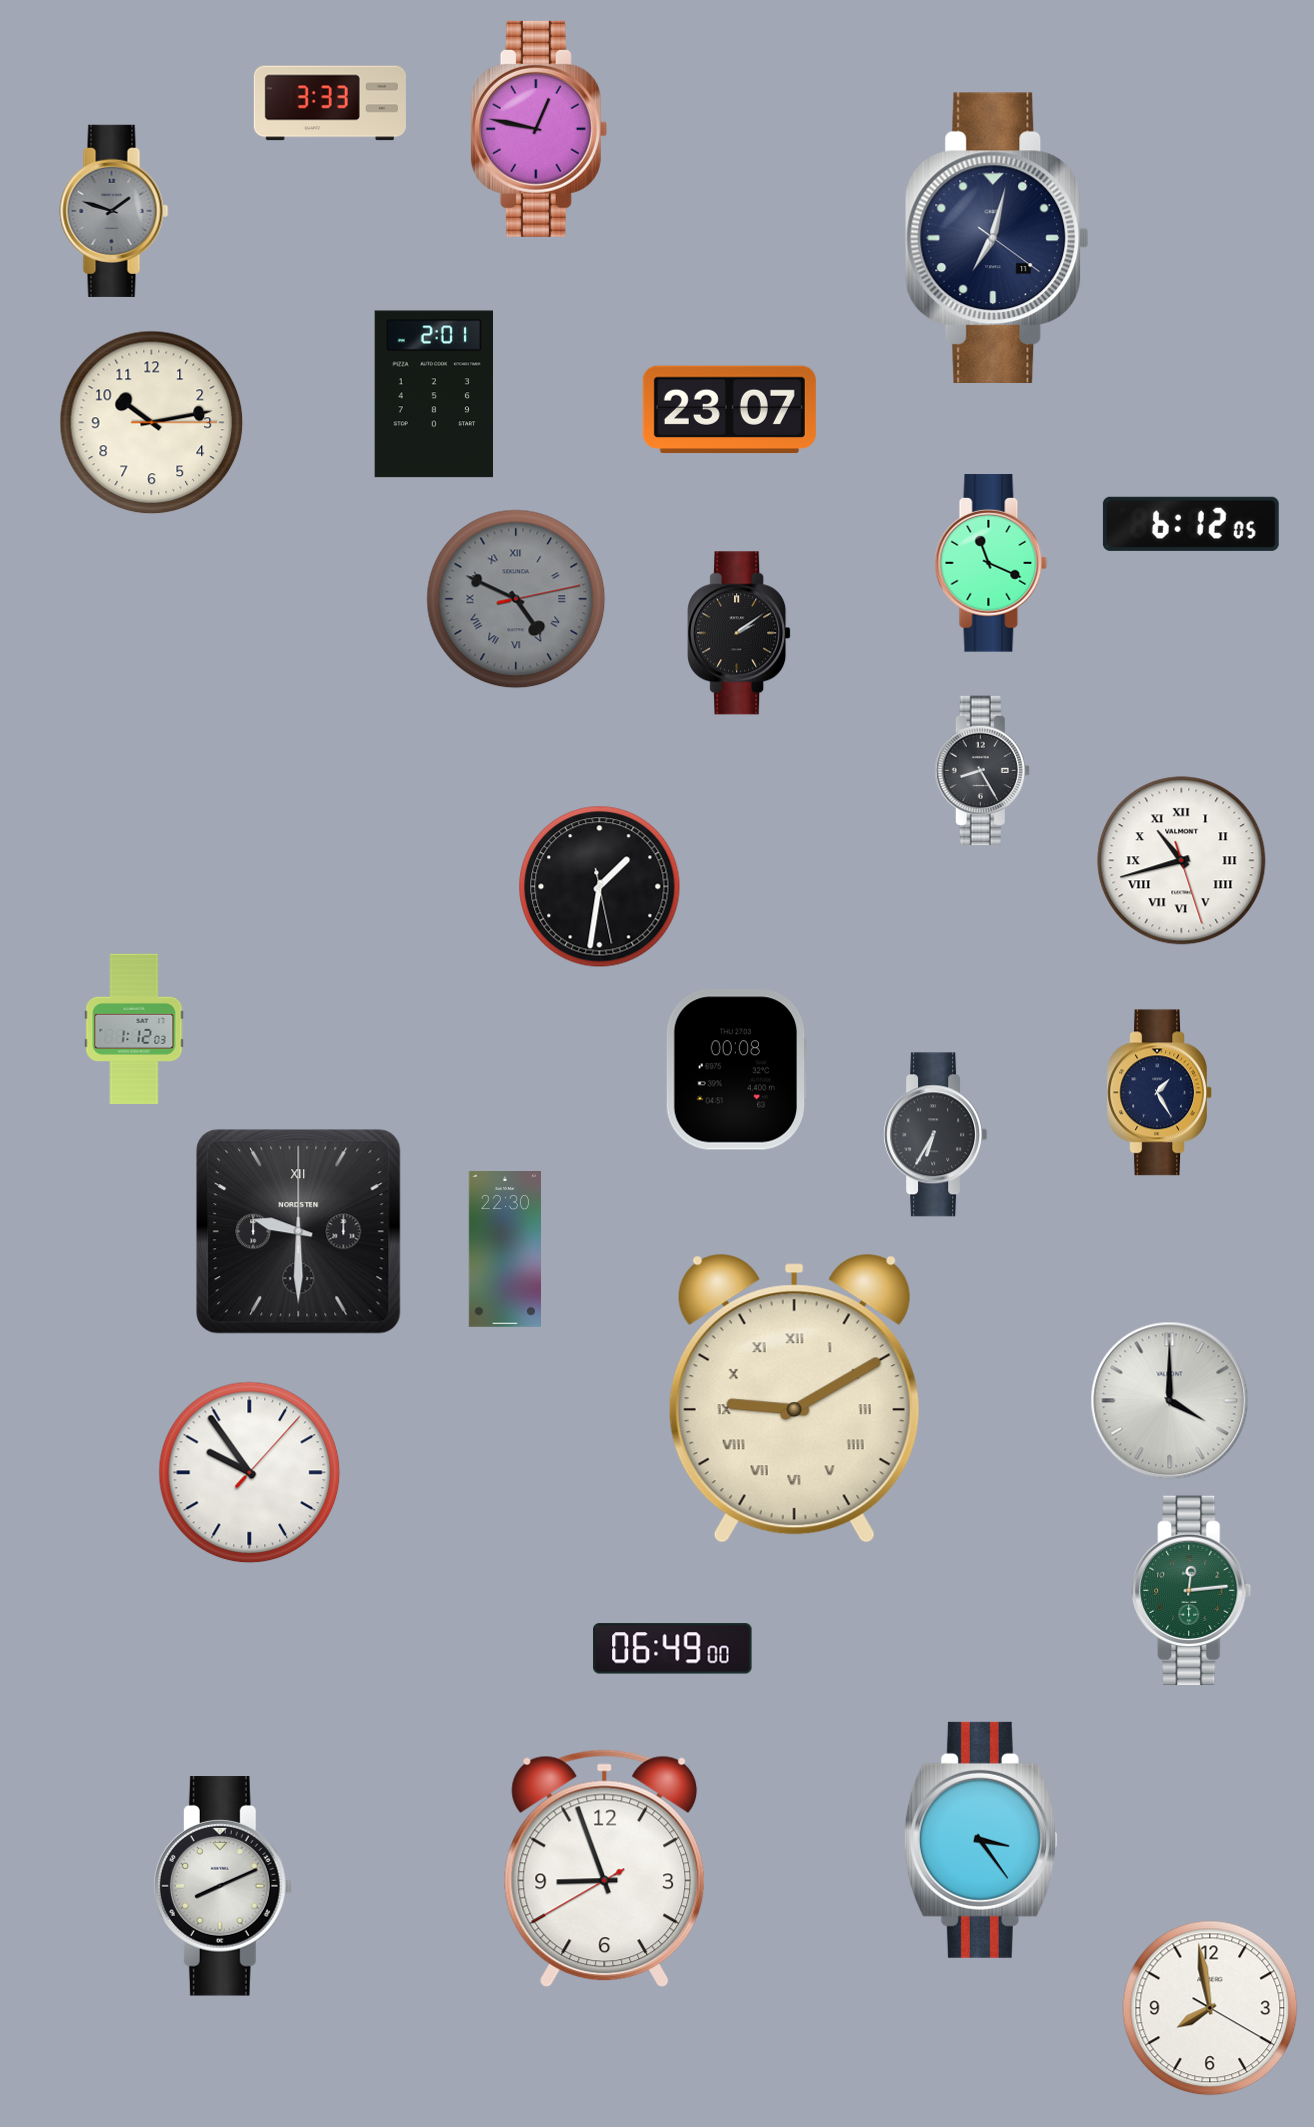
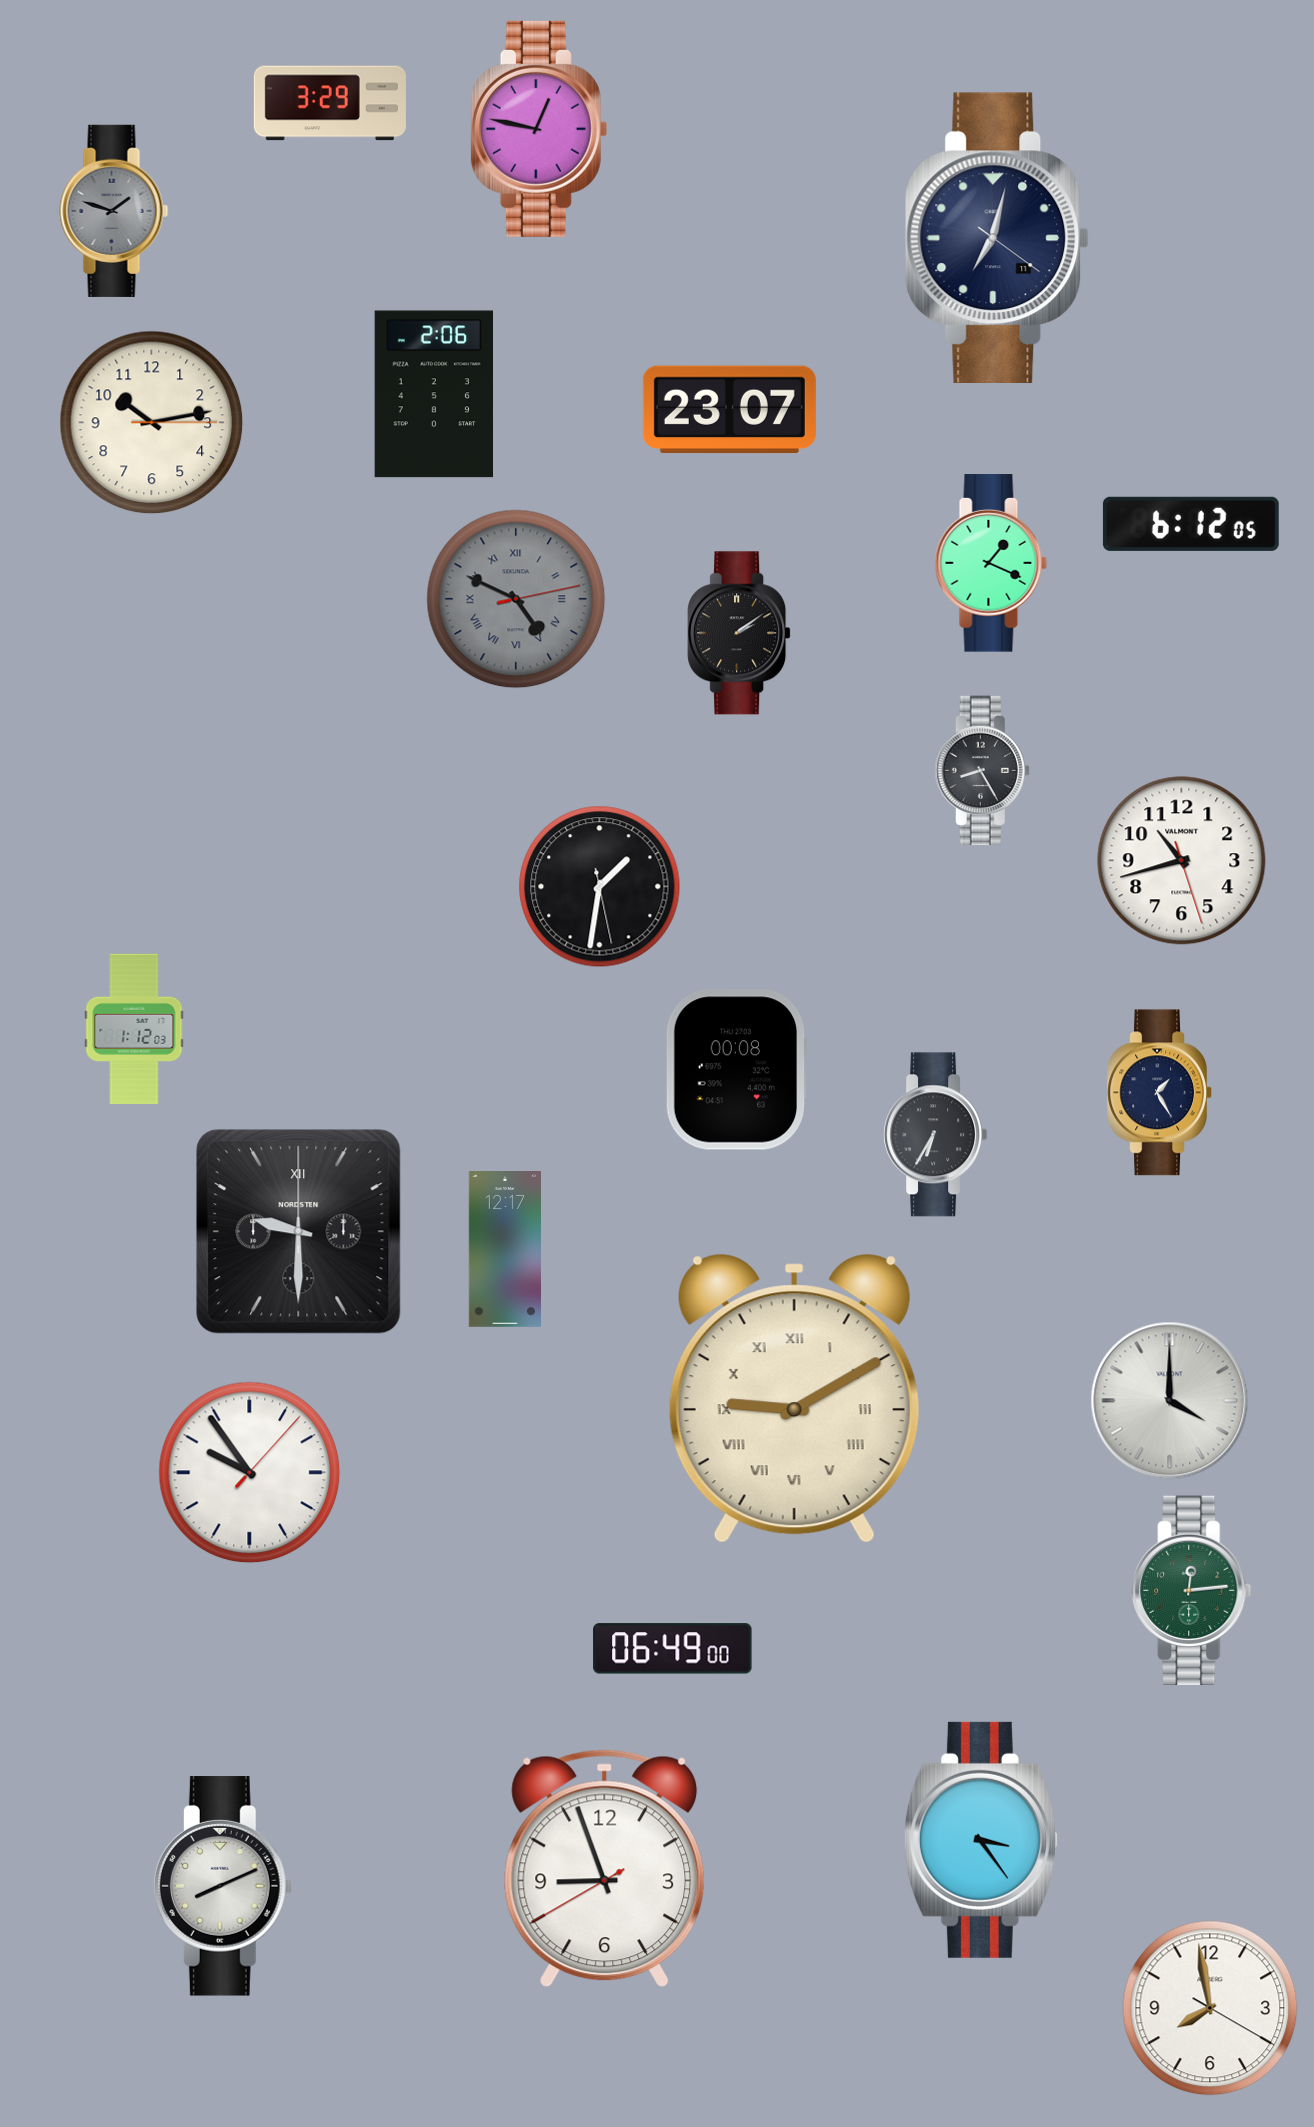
clock at (330, 103): 3:33 -> 3:29
clock at (433, 394): 2:01 -> 2:06
clock at (991, 563): 11:19 -> 1:19
clock at (1182, 861) numerals: Roman -> Arabic
clock at (504, 1250): 22:30 -> 12:17
